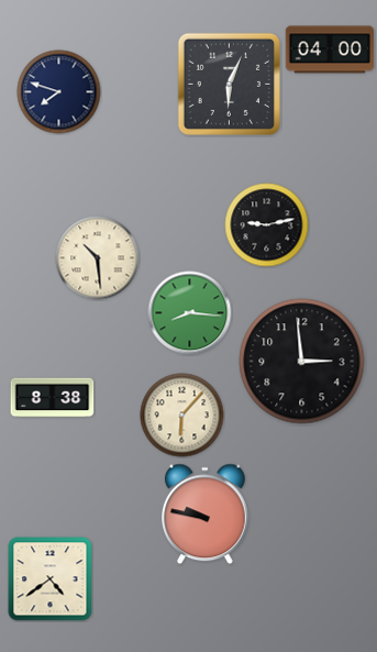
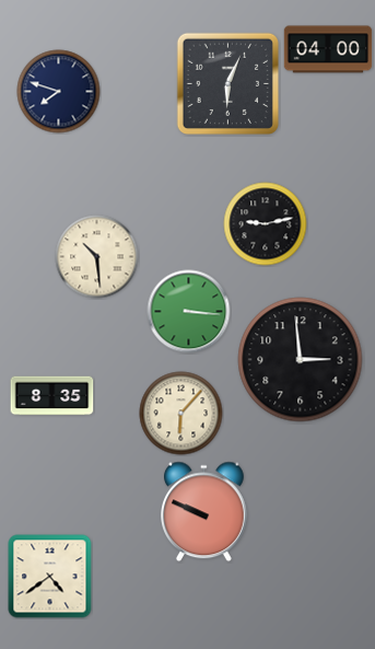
clock at (190, 313): 8:16 -> 3:16
clock at (53, 398): 8:38 -> 8:35
clock at (206, 515): 9:47 -> 9:49
